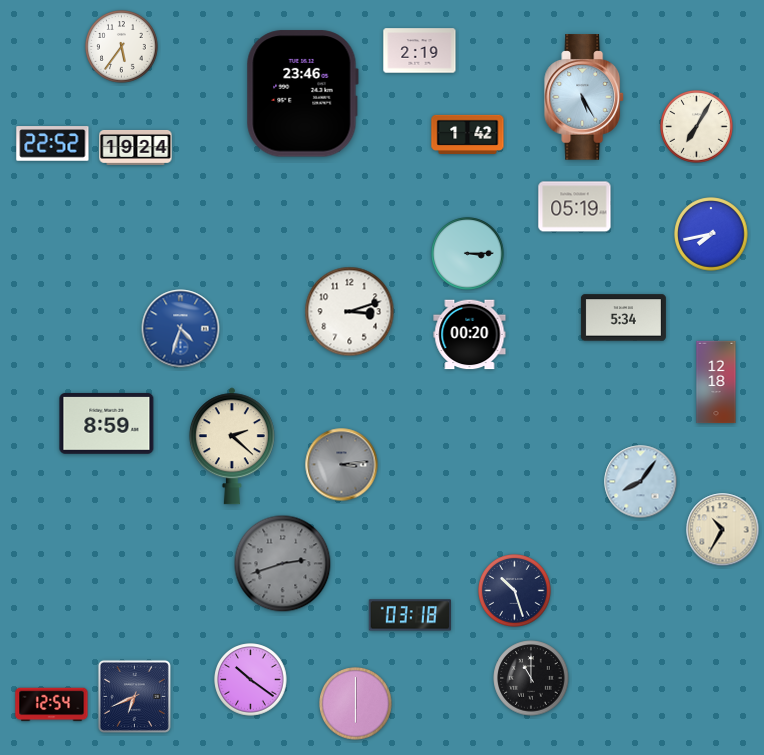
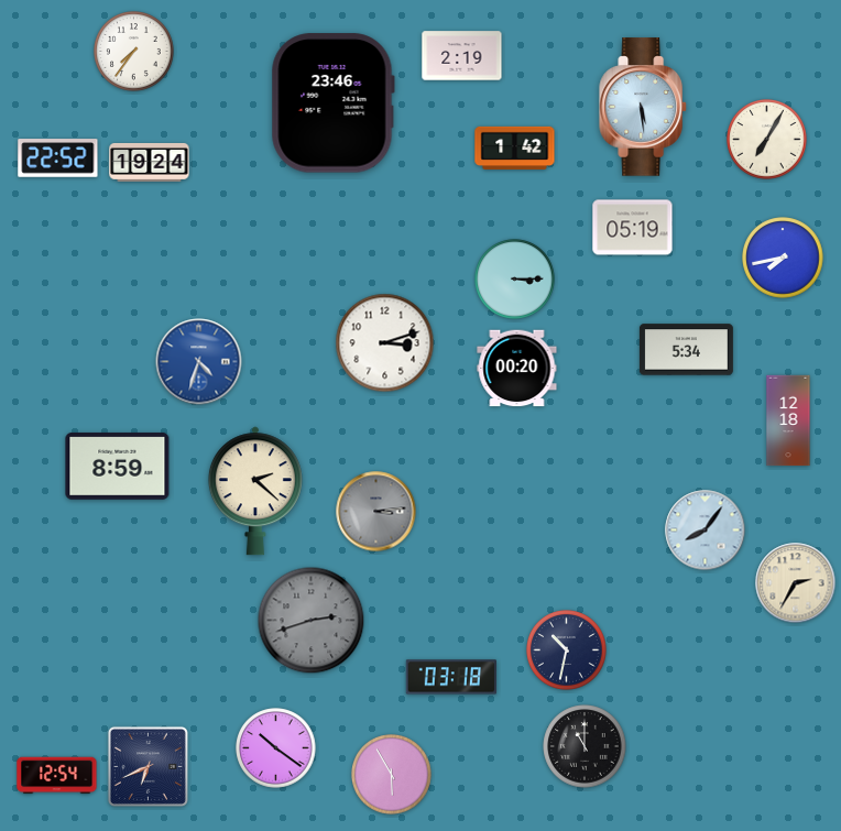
clock at (122, 47): 5:36 -> 7:36
clock at (585, 97): 5:25 -> 5:29
clock at (723, 530): 10:35 -> 2:35
clock at (515, 591): 10:27 -> 10:32
clock at (356, 704): 6:00 -> 5:55
